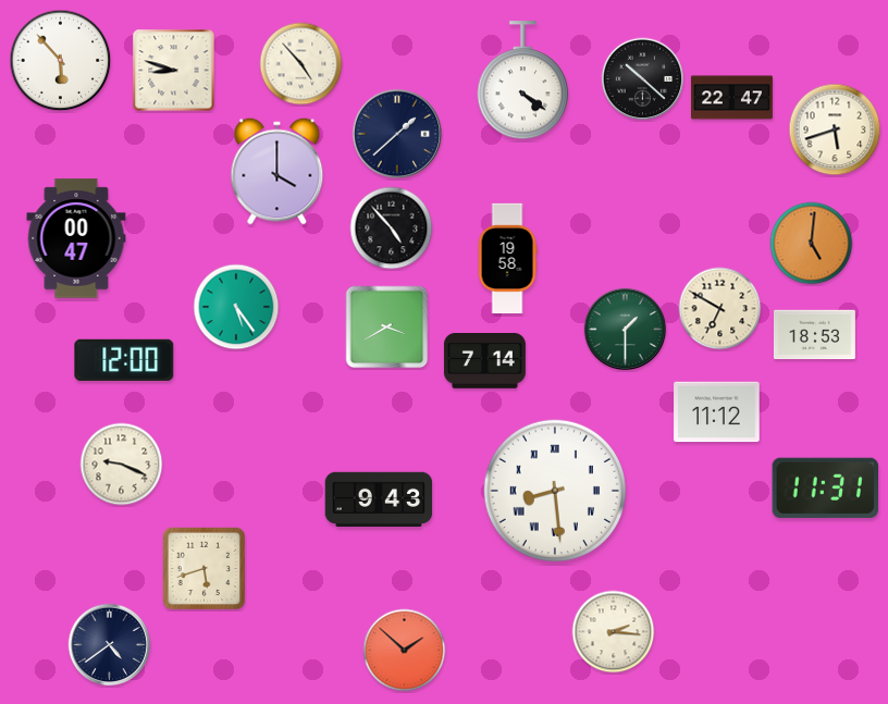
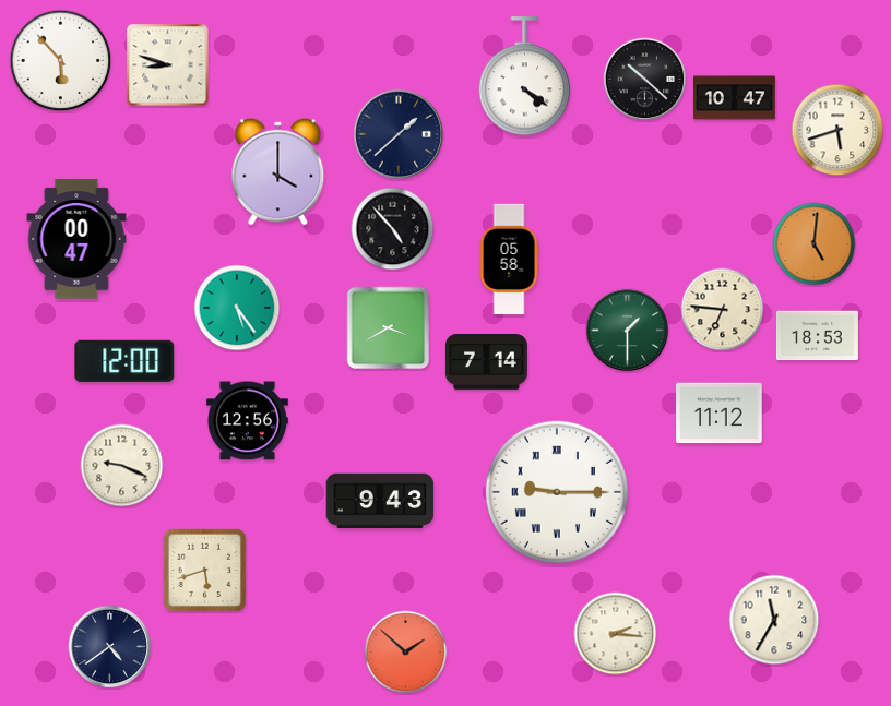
clock at (301, 64): 4:53 -> none
clock at (174, 71) position: (174, 71) -> (168, 65)
clock at (523, 81) position: (523, 81) -> (525, 76)
clock at (731, 98): 22:47 -> 10:47
clock at (507, 258): 19:58 -> 05:58
clock at (720, 309): 6:50 -> 6:46
clock at (247, 421): none -> 12:56
clock at (826, 487): 11:31 -> none
clock at (554, 490): 8:29 -> 9:15
clock at (774, 620): none -> 11:35
